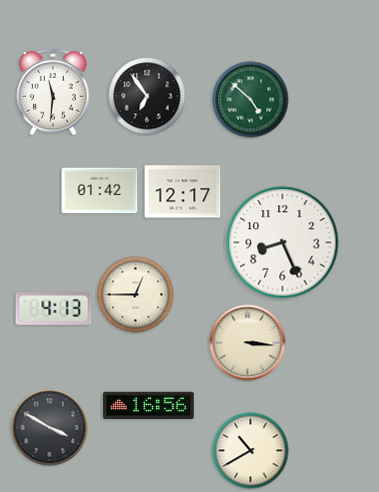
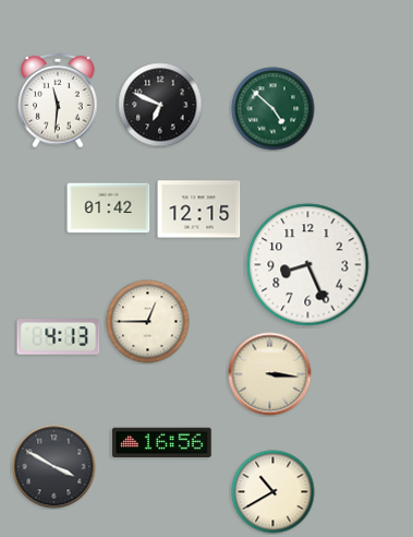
clock at (147, 96): 6:54 -> 6:49
clock at (183, 192): 12:17 -> 12:15
